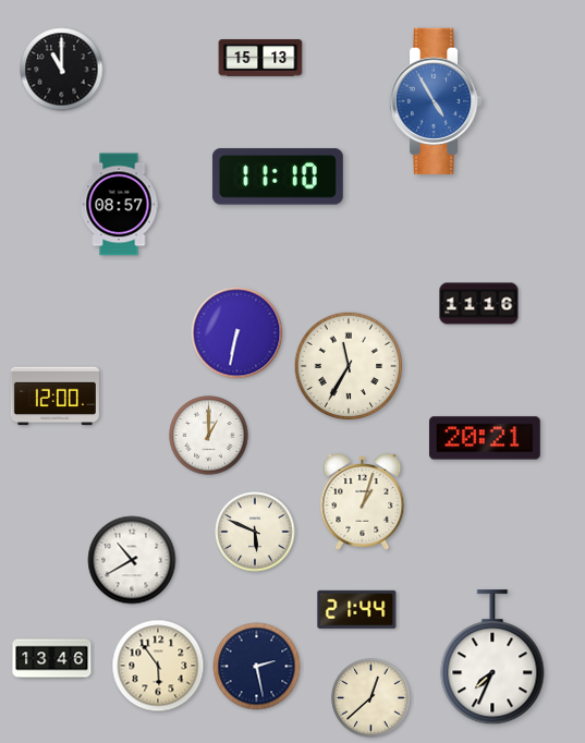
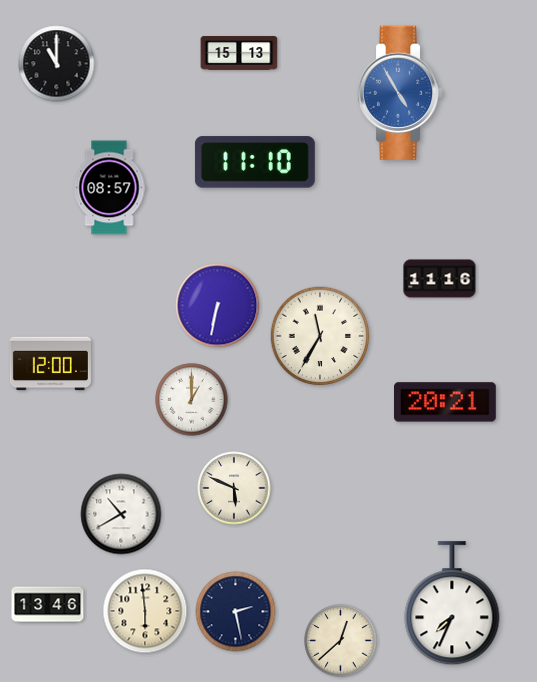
clock at (363, 502): 1:03 -> none
clock at (357, 609): 21:44 -> none
clock at (158, 666): 5:54 -> 5:59
